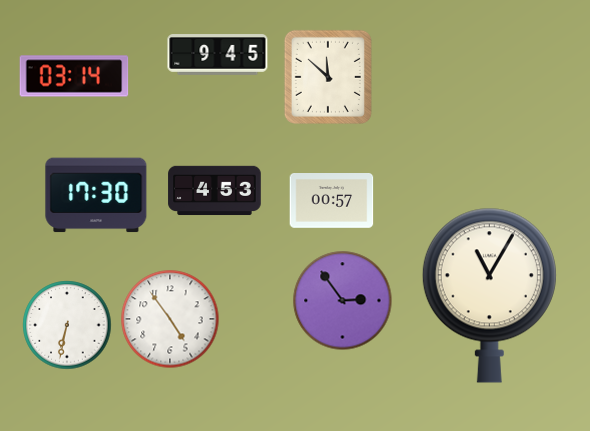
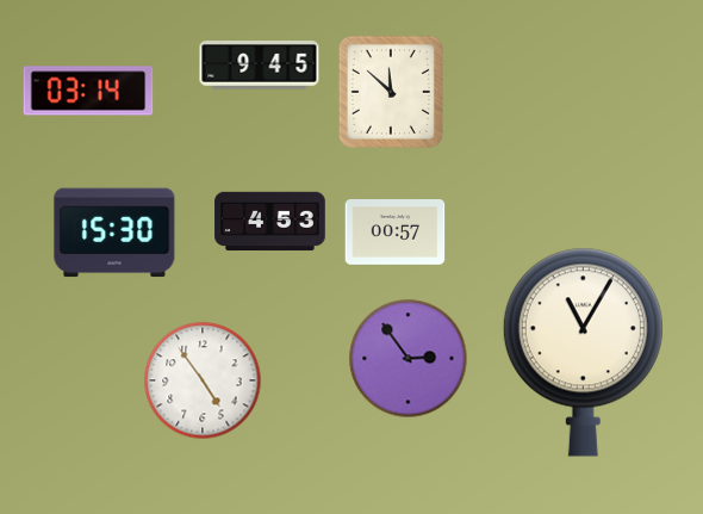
clock at (215, 191) position: (215, 191) -> (270, 222)
clock at (96, 195): 17:30 -> 15:30
clock at (332, 201) position: (332, 201) -> (396, 233)
clock at (67, 325): 6:32 -> none
